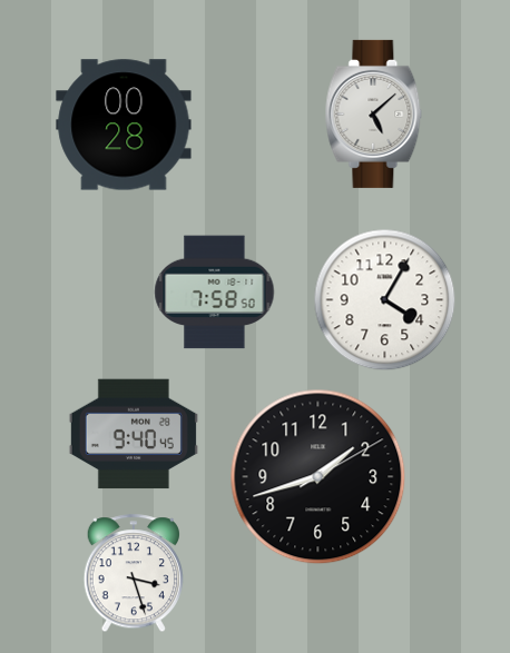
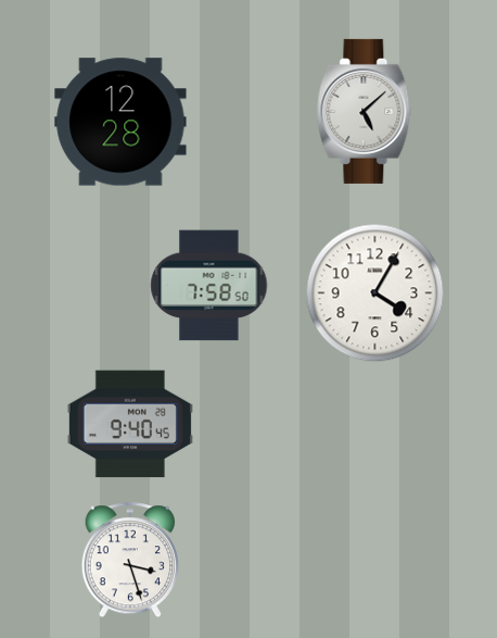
clock at (124, 125): 00:28 -> 12:28
clock at (318, 477): 1:42 -> none
